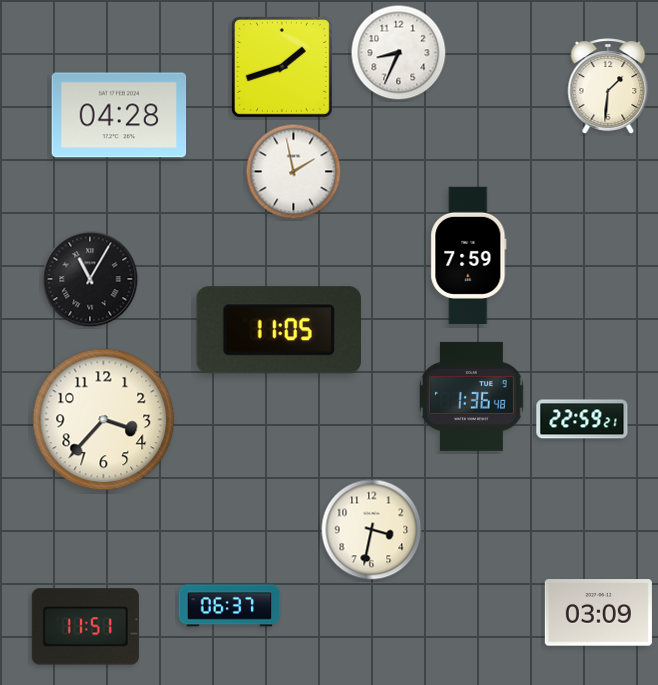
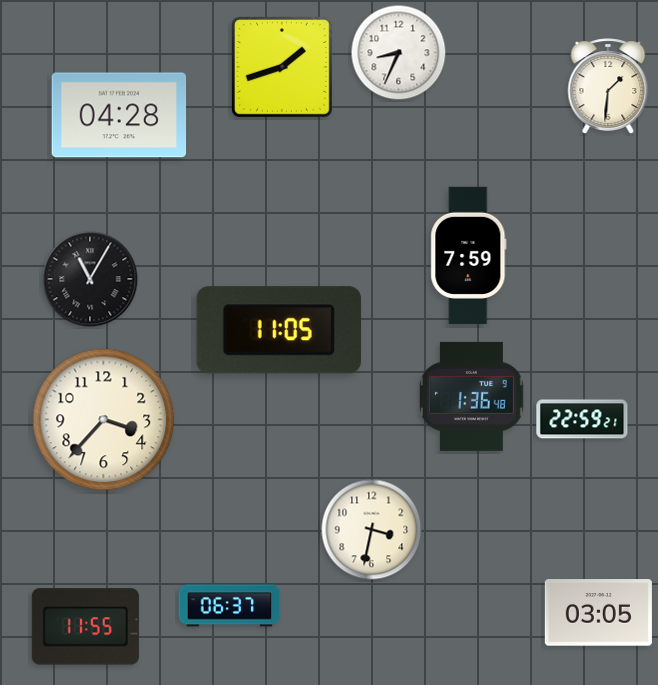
clock at (294, 172): 1:58 -> none
clock at (598, 613): 03:09 -> 03:05
clock at (85, 627): 11:51 -> 11:55
